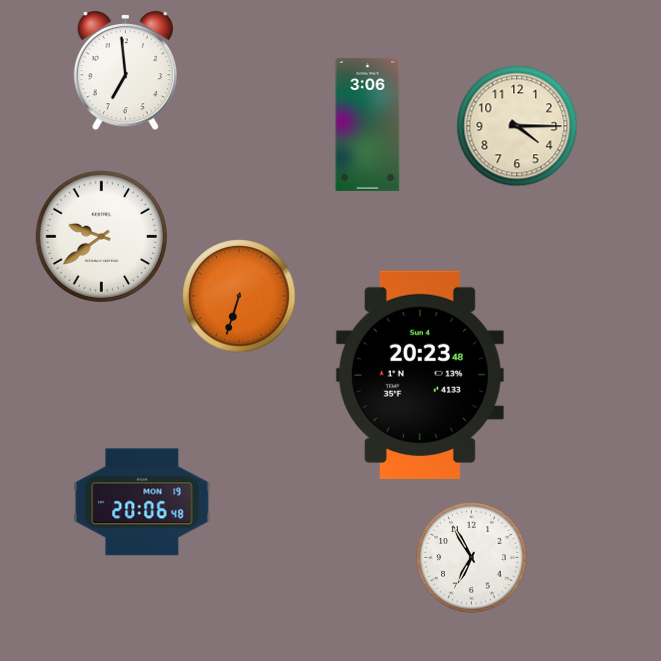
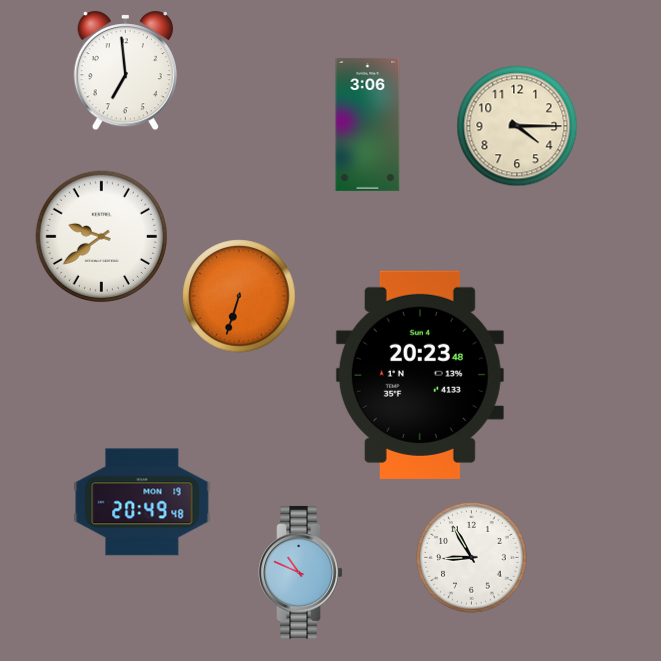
clock at (142, 502): 20:06 -> 20:49
clock at (472, 558): 6:55 -> 8:55
clock at (300, 572): none -> 10:49
